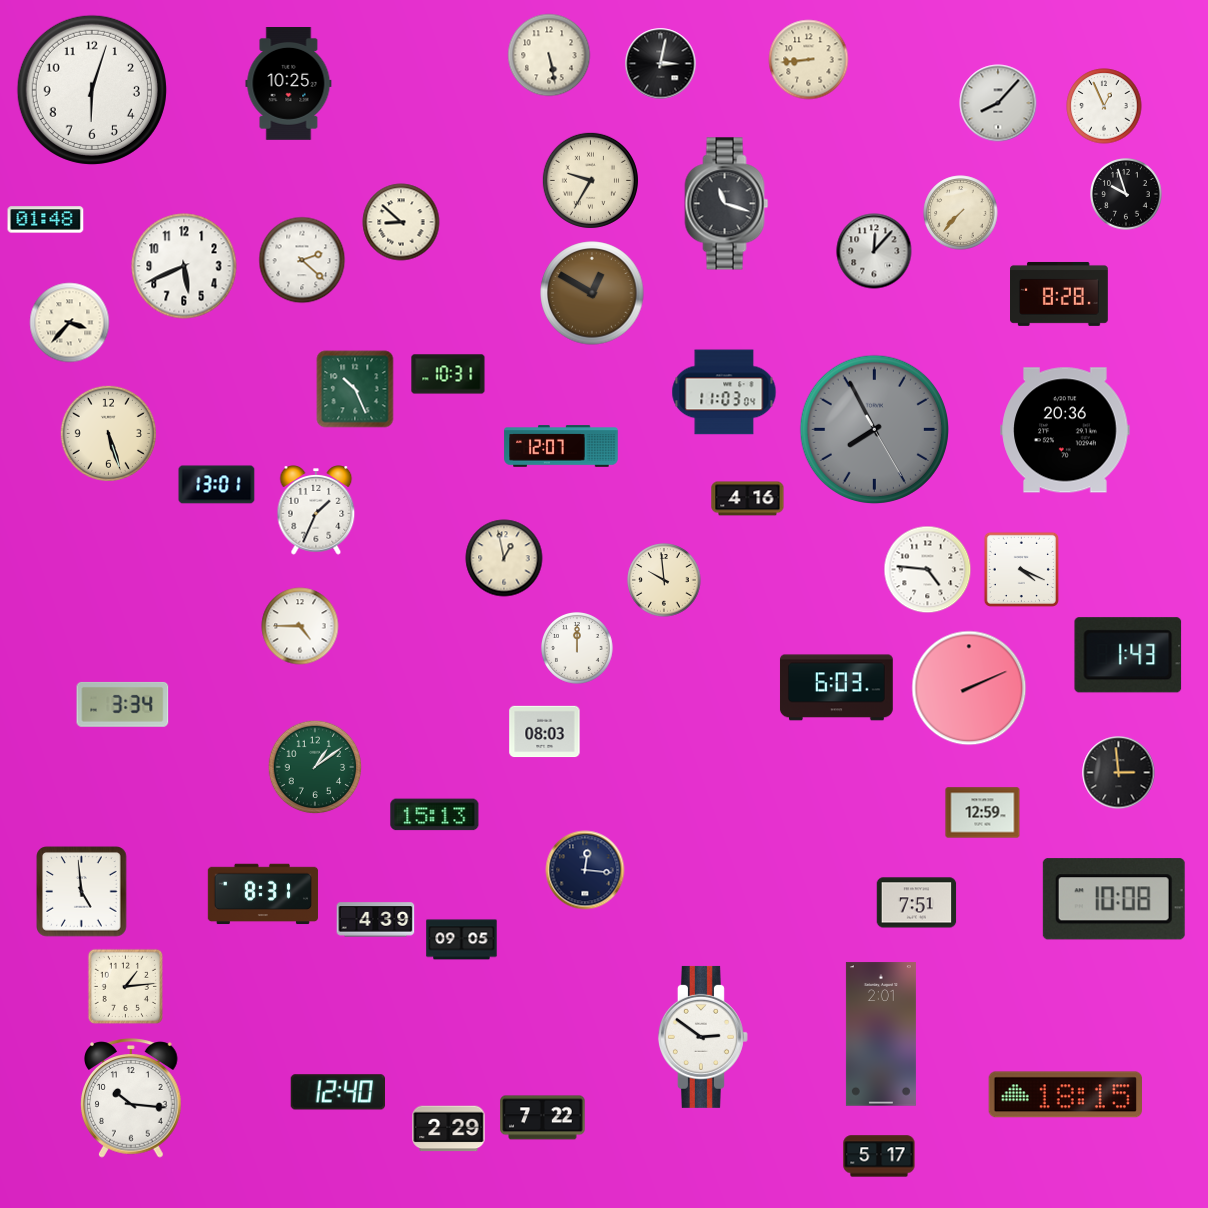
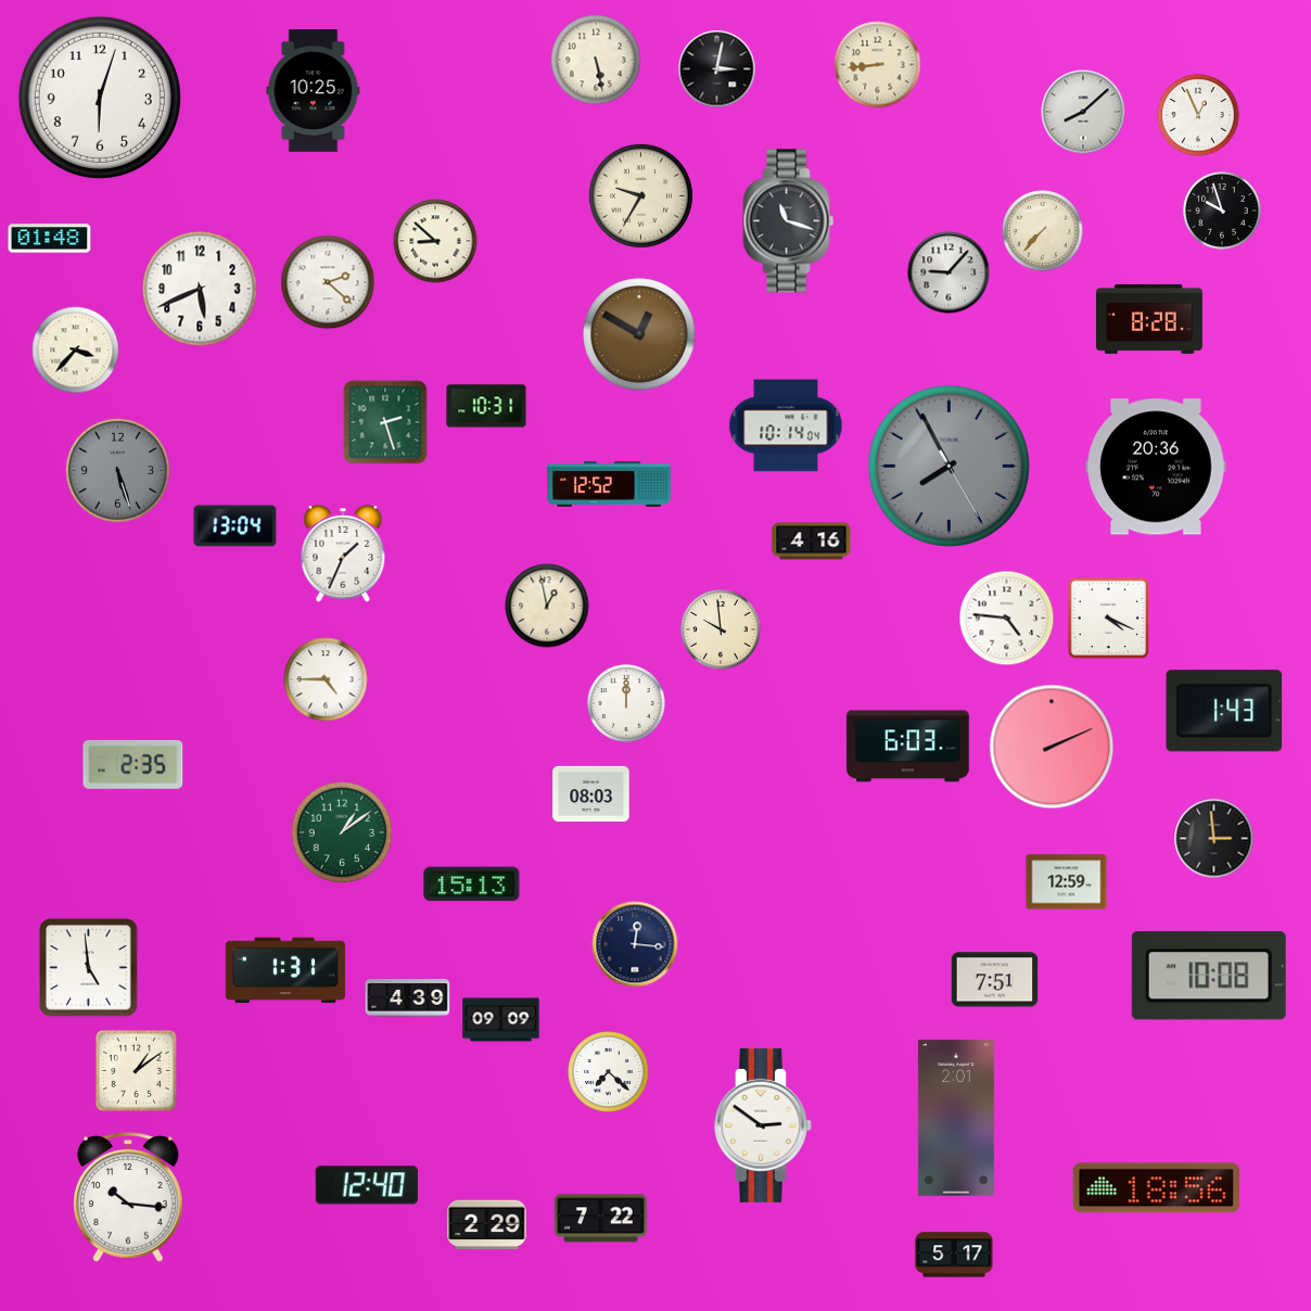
clock at (998, 103): 8:07 -> 8:08
clock at (874, 251): 12:07 -> 9:07
clock at (592, 293) position: (592, 293) -> (639, 334)
clock at (355, 389): 10:26 -> 2:27
clock at (724, 392): 11:03 -> 10:14
clock at (108, 433) dial: cream -> grey
clock at (561, 446): 12:07 -> 12:52
clock at (217, 485): 13:01 -> 13:04
clock at (123, 704): 3:34 -> 2:35
clock at (263, 894): 8:31 -> 1:31
clock at (462, 940): 09:05 -> 09:09
clock at (125, 986): 1:14 -> 1:09
clock at (609, 1072): none -> 7:22
clock at (881, 1034) position: (881, 1034) -> (956, 1118)
clock at (1065, 1095): 18:15 -> 18:56
clock at (132, 1098) position: (132, 1098) -> (129, 1197)
clock at (543, 1118) position: (543, 1118) -> (601, 1219)
